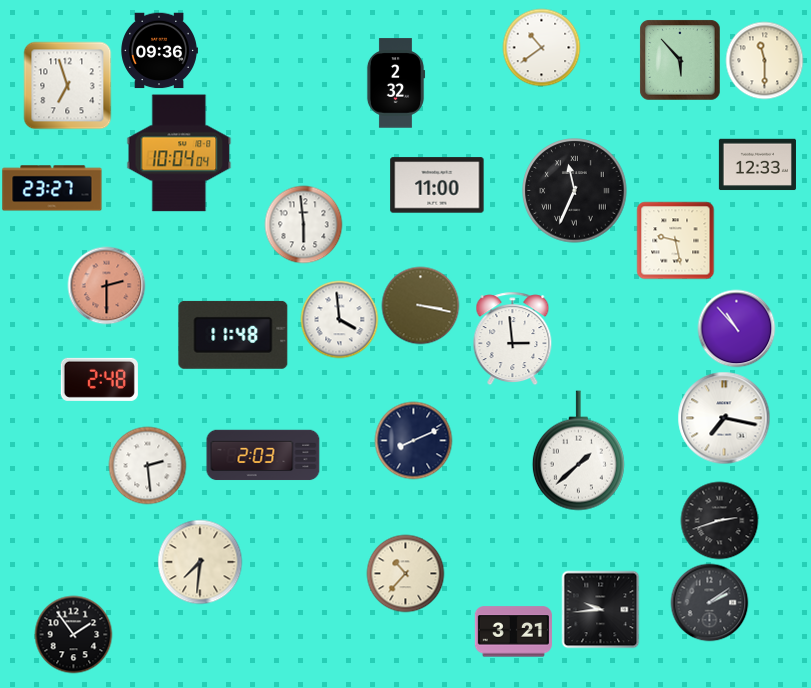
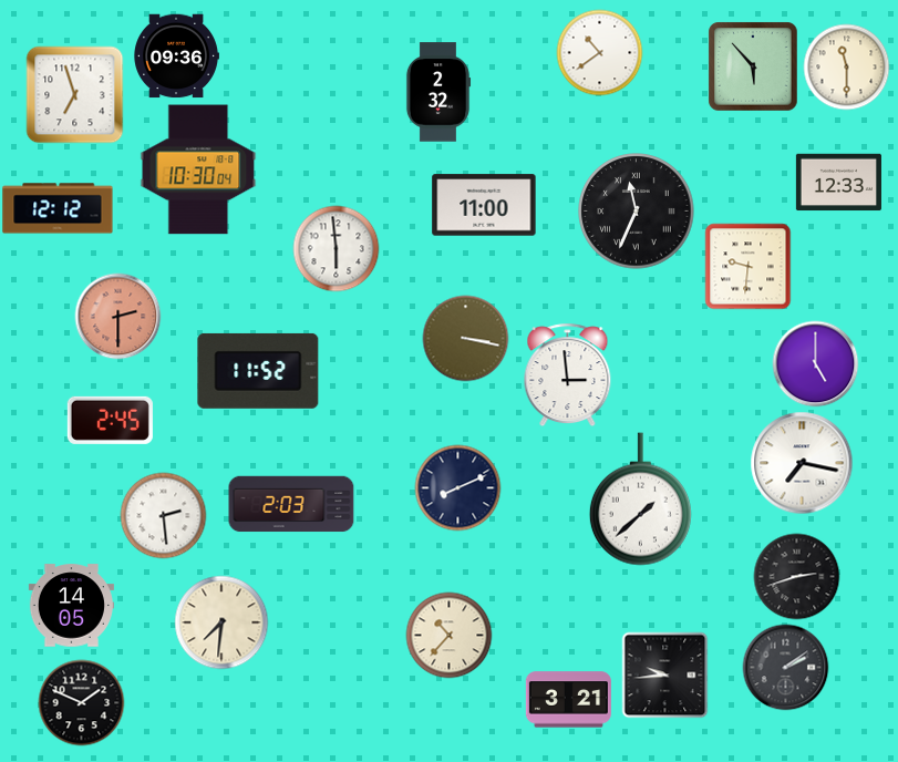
clock at (179, 153): 10:04 -> 10:30
clock at (52, 188): 23:27 -> 12:12
clock at (675, 240): 9:28 -> 9:31
clock at (339, 319): 3:59 -> none
clock at (736, 328): 10:53 -> 5:00
clock at (233, 335): 11:48 -> 11:52
clock at (99, 379): 2:48 -> 2:45
clock at (71, 606): none -> 14:05
clock at (73, 634): 1:54 -> 1:49
